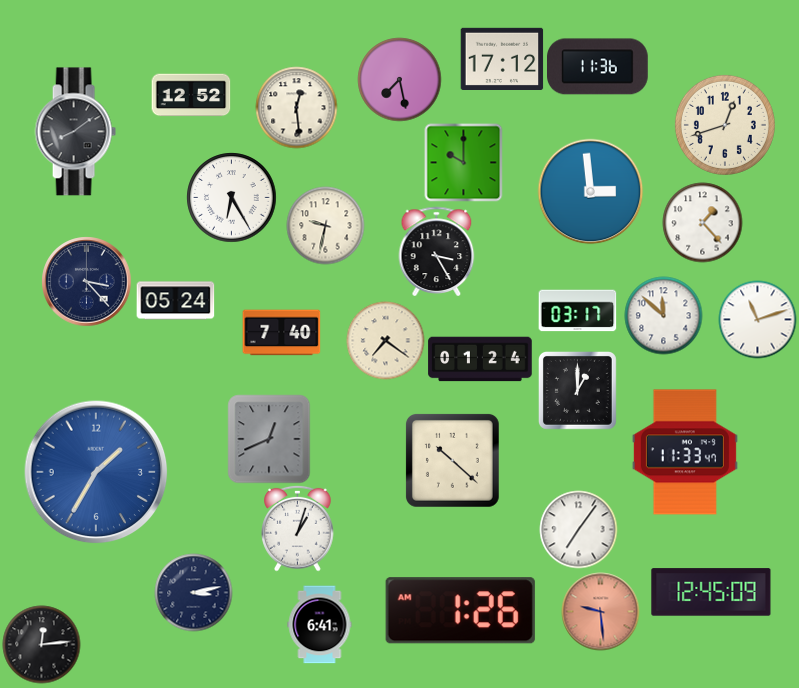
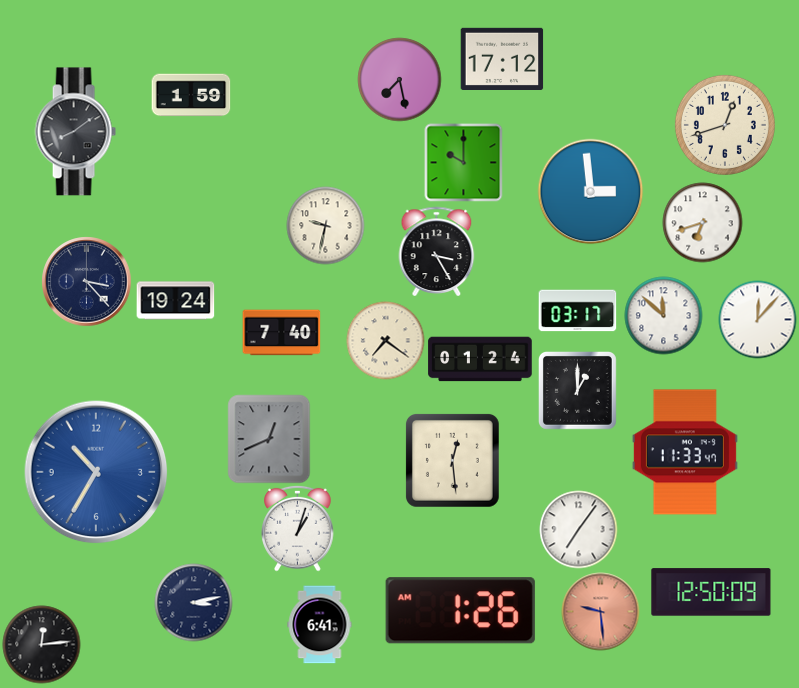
clock at (598, 67): 11:36 -> none
clock at (191, 95): 12:52 -> 1:59
clock at (296, 107): 12:29 -> none
clock at (231, 197): 6:25 -> none
clock at (702, 222): 1:23 -> 6:42
clock at (175, 301): 05:24 -> 19:24
clock at (757, 319): 11:12 -> 12:07
clock at (453, 461): 10:22 -> 12:29
clock at (96, 472): 1:35 -> 10:35
clock at (193, 592) position: (193, 592) -> (193, 602)
clock at (711, 592): 12:45 -> 12:50
